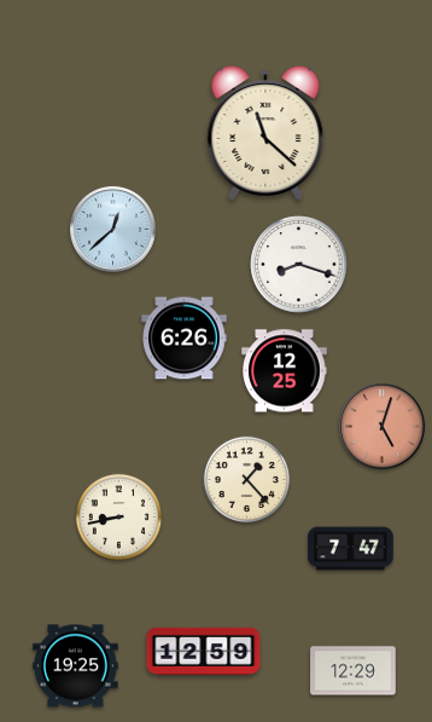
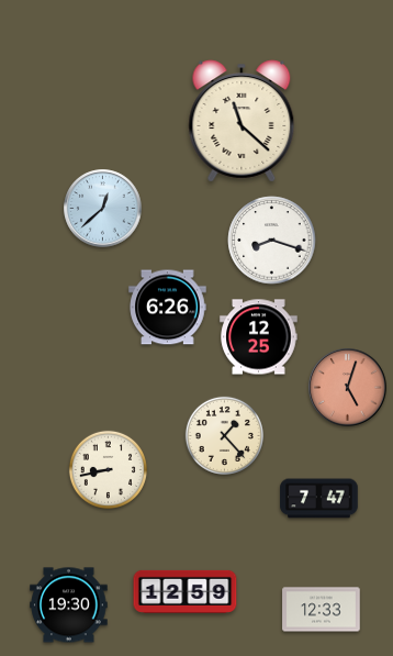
clock at (76, 666): 19:25 -> 19:30
clock at (354, 671): 12:29 -> 12:33
